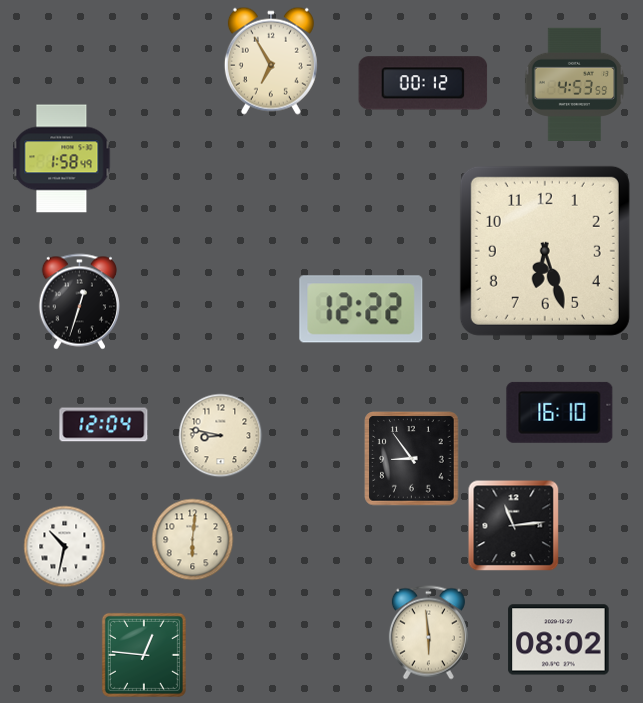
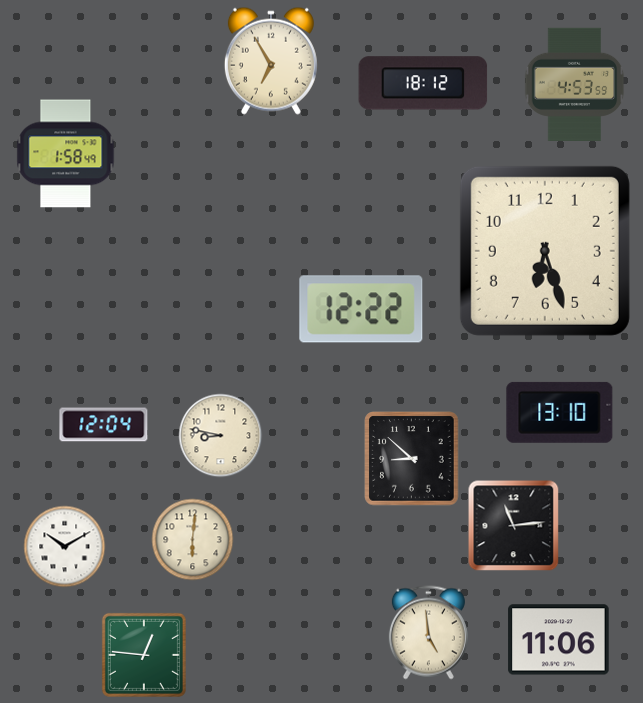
clock at (423, 83): 00:12 -> 18:12
clock at (62, 159) position: (62, 159) -> (66, 154)
clock at (79, 302): 12:33 -> none
clock at (560, 412): 16:10 -> 13:10
clock at (412, 459): 8:54 -> 8:52
clock at (65, 547): 10:32 -> 10:10
clock at (428, 633): 5:59 -> 4:59
clock at (559, 640): 08:02 -> 11:06
